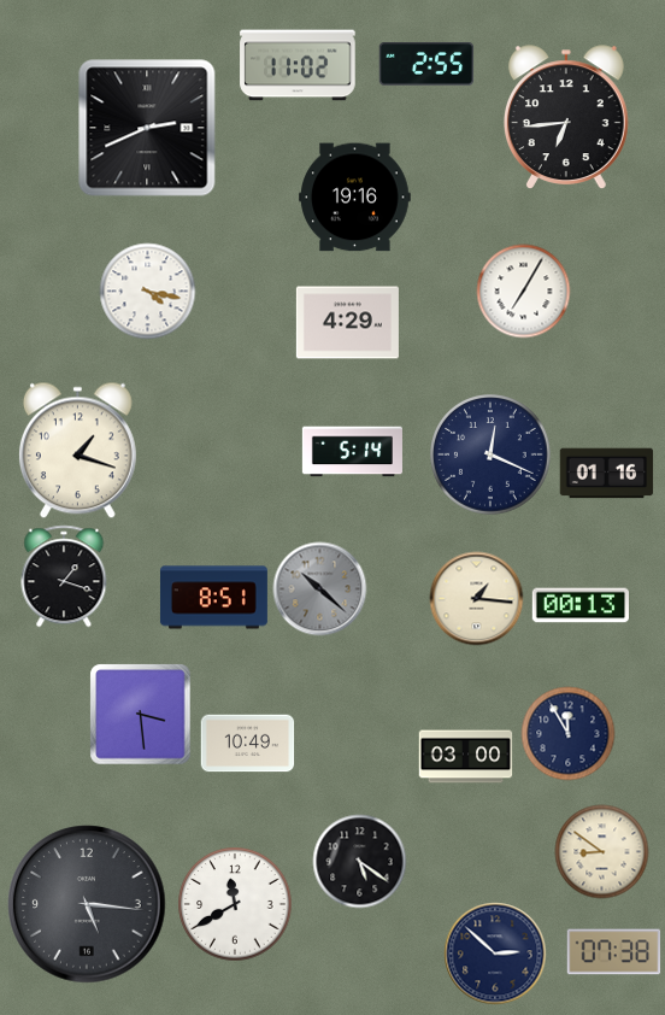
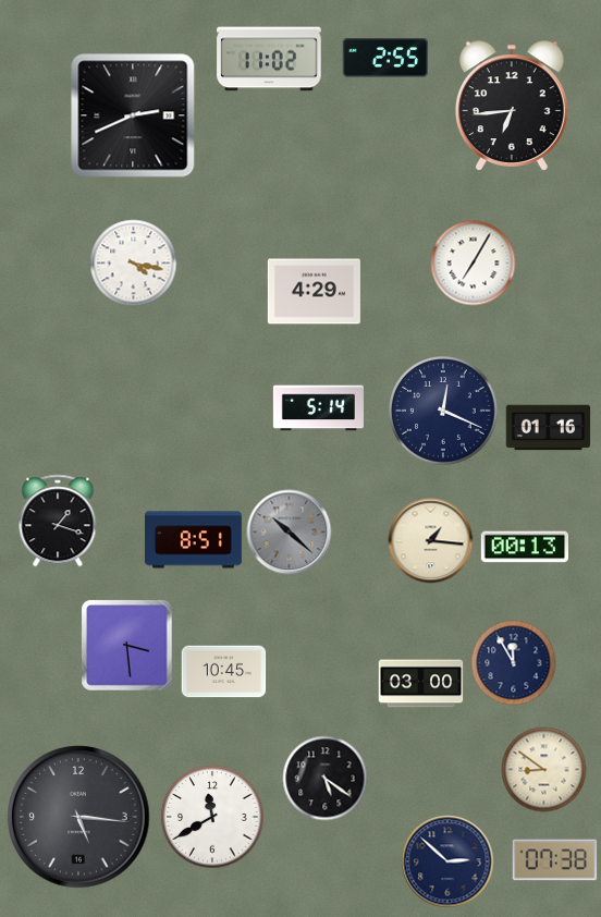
clock at (355, 198): 19:16 -> none
clock at (77, 450): 1:18 -> none
clock at (247, 744): 10:49 -> 10:45
